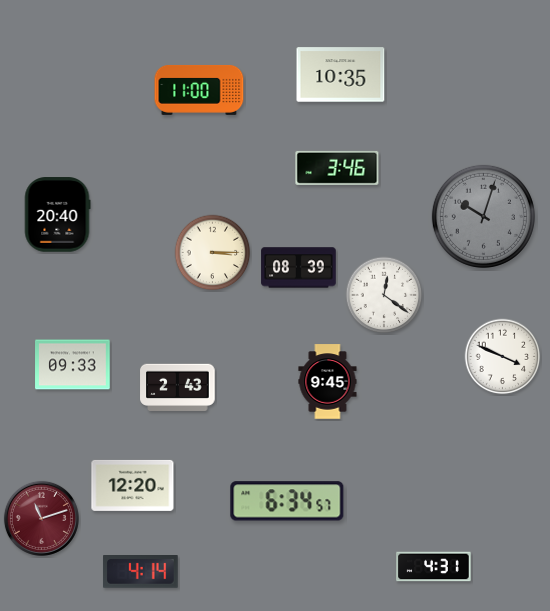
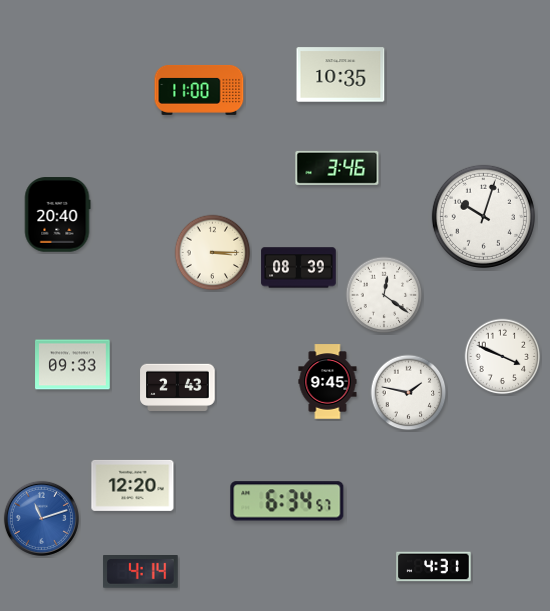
clock at (483, 216) dial: grey -> white
clock at (409, 393): none -> 1:47
clock at (41, 518) dial: burgundy -> blue
